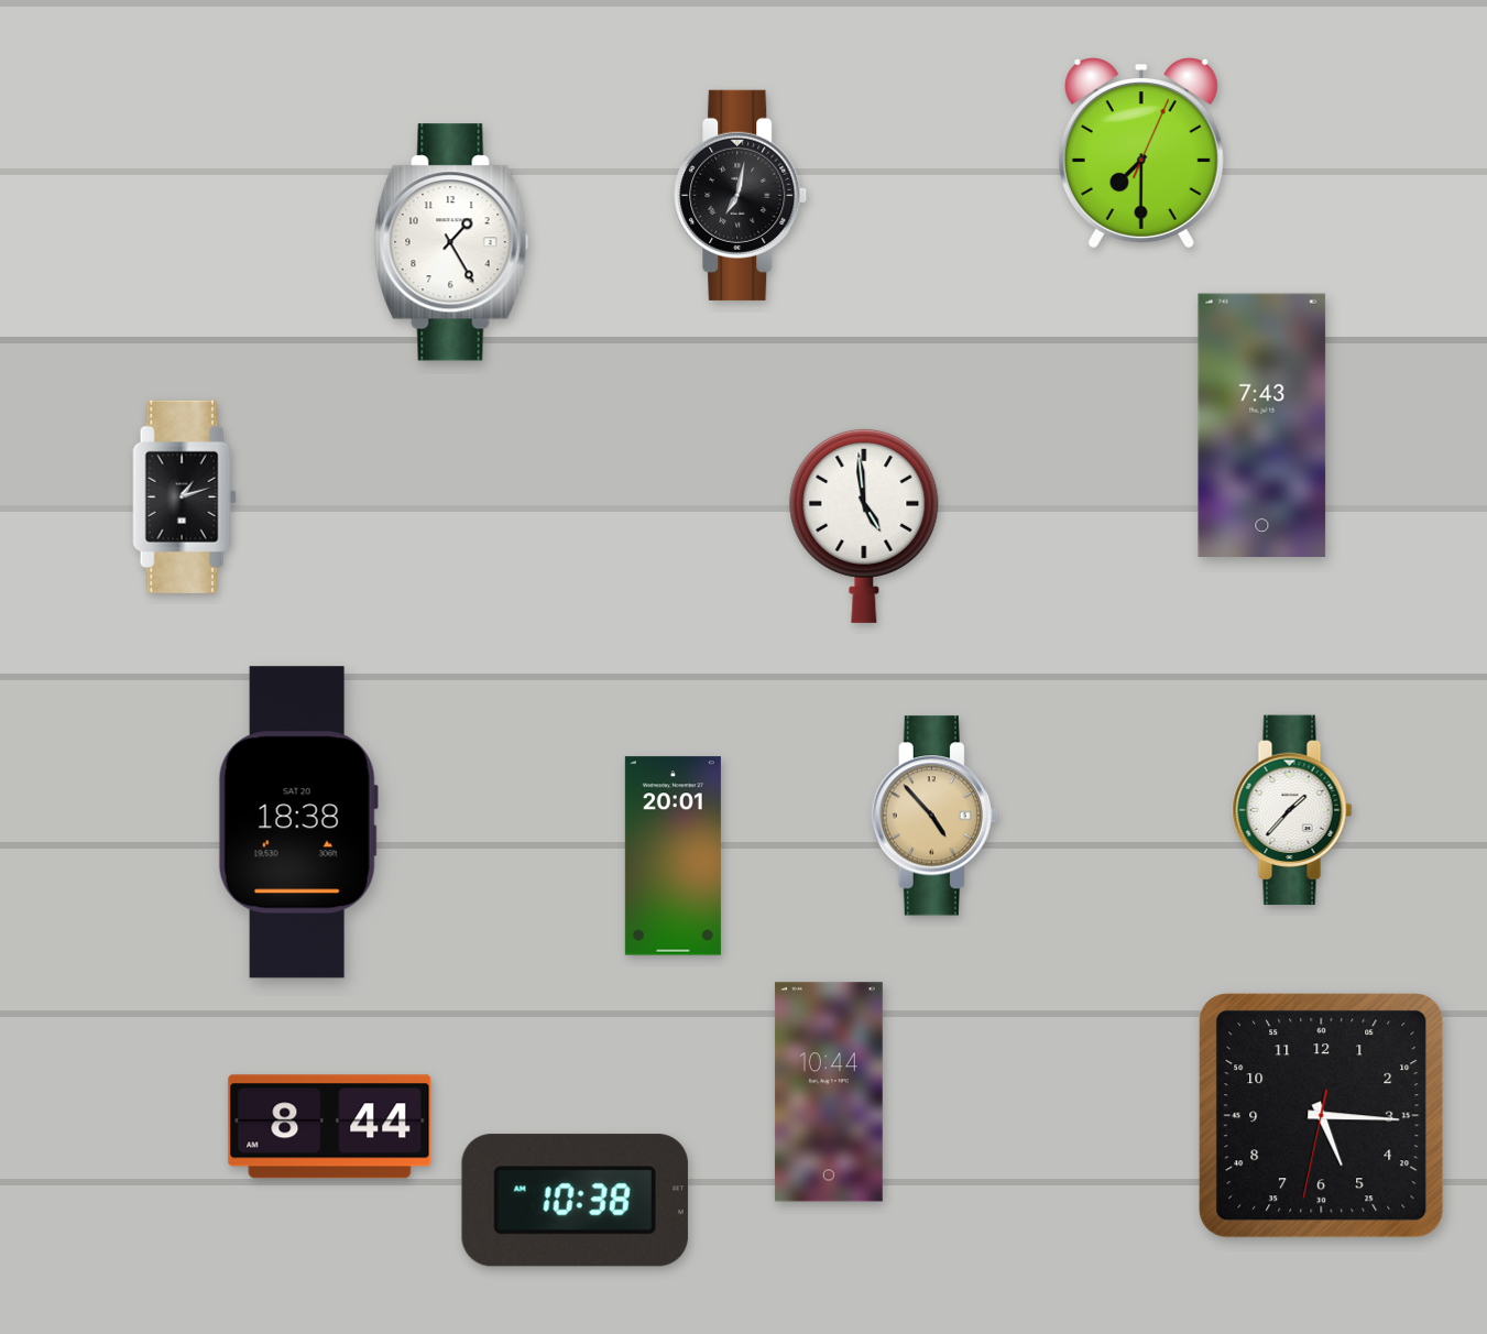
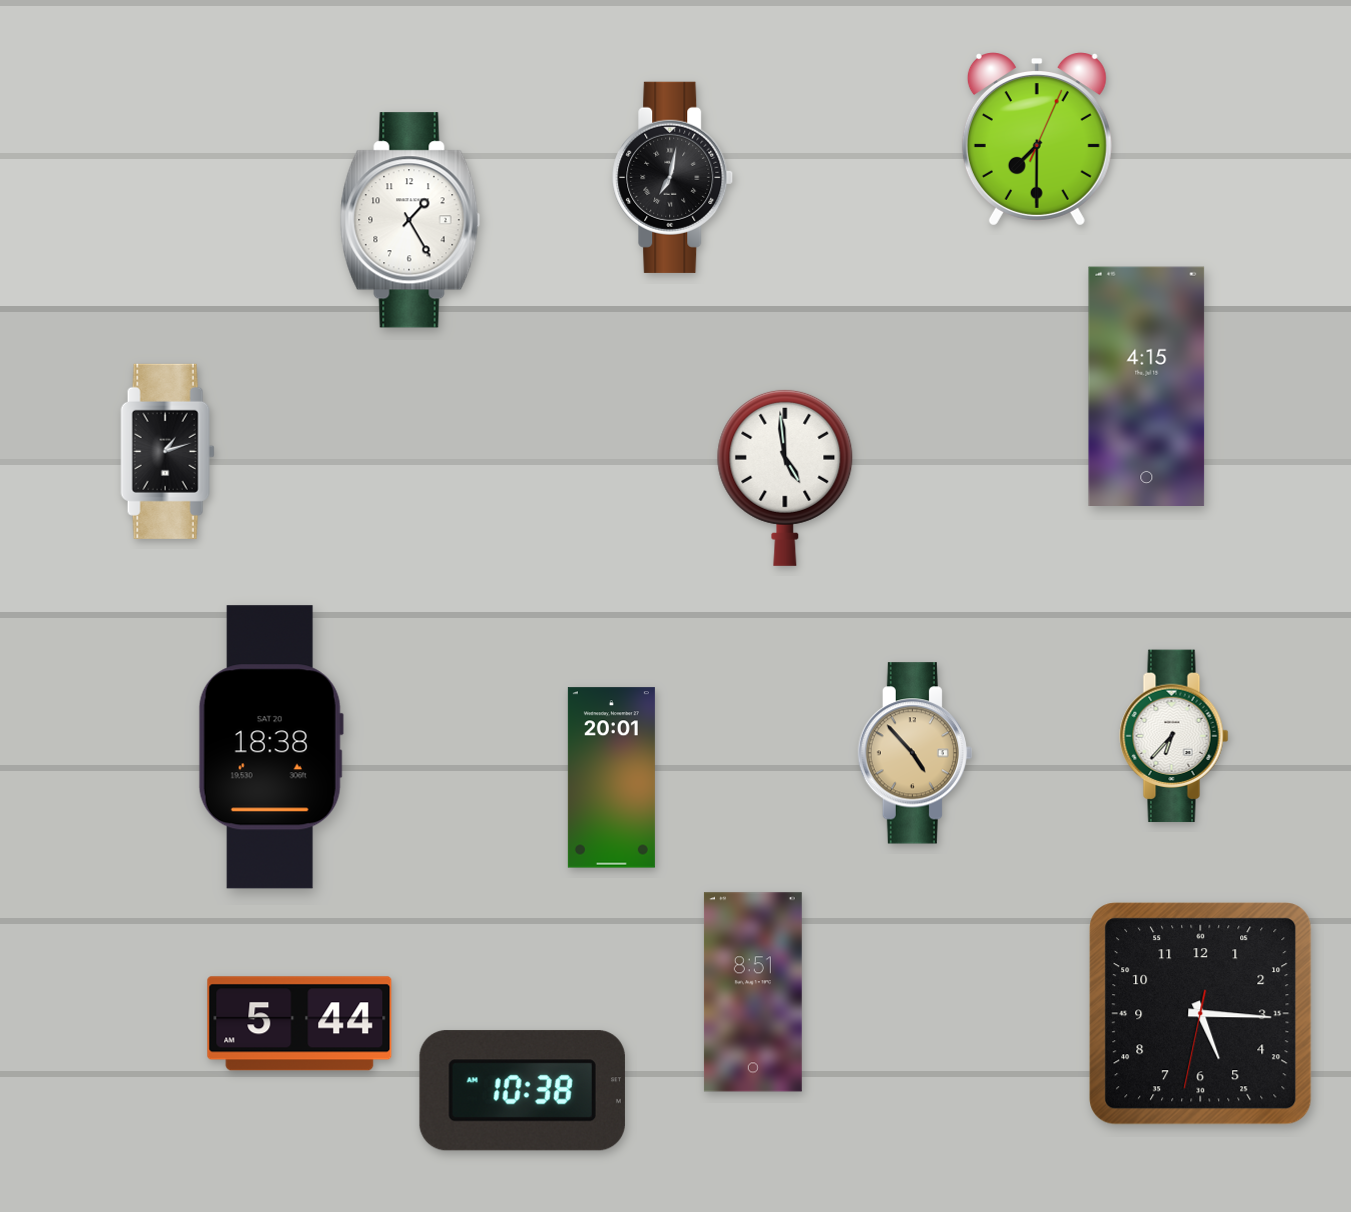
clock at (1262, 425): 7:43 -> 4:15
clock at (1292, 810): 1:37 -> 6:37
clock at (934, 816) position: (934, 816) -> (915, 753)
clock at (829, 1092): 10:44 -> 8:51
clock at (330, 1127): 8:44 -> 5:44
